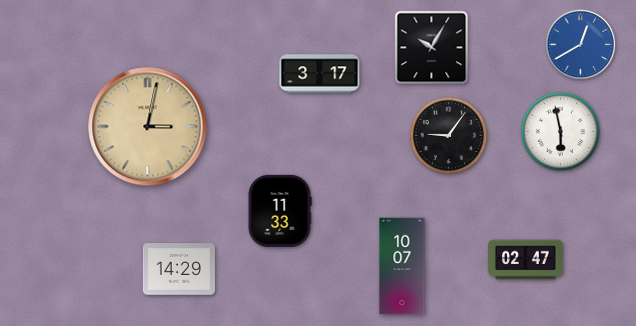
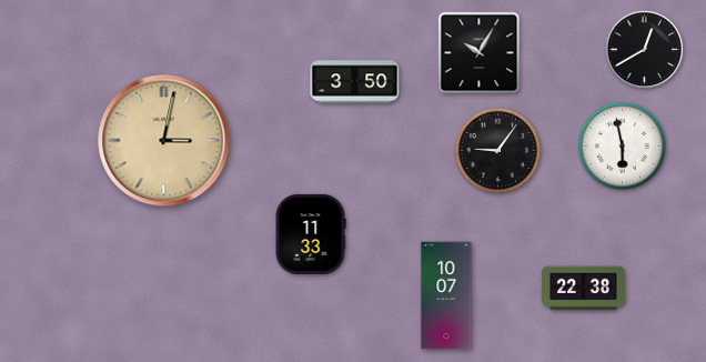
clock at (581, 45) dial: blue -> black
clock at (320, 74): 3:17 -> 3:50
clock at (526, 260): 02:47 -> 22:38
clock at (179, 269): 14:29 -> none
